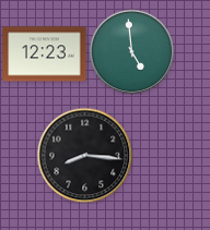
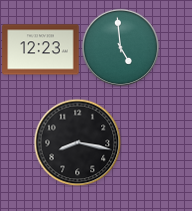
clock at (84, 155): 8:16 -> 8:17
